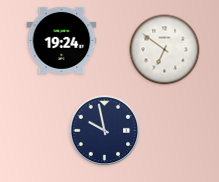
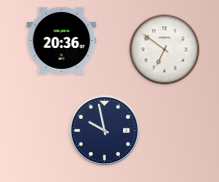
clock at (62, 40): 19:24 -> 20:36
